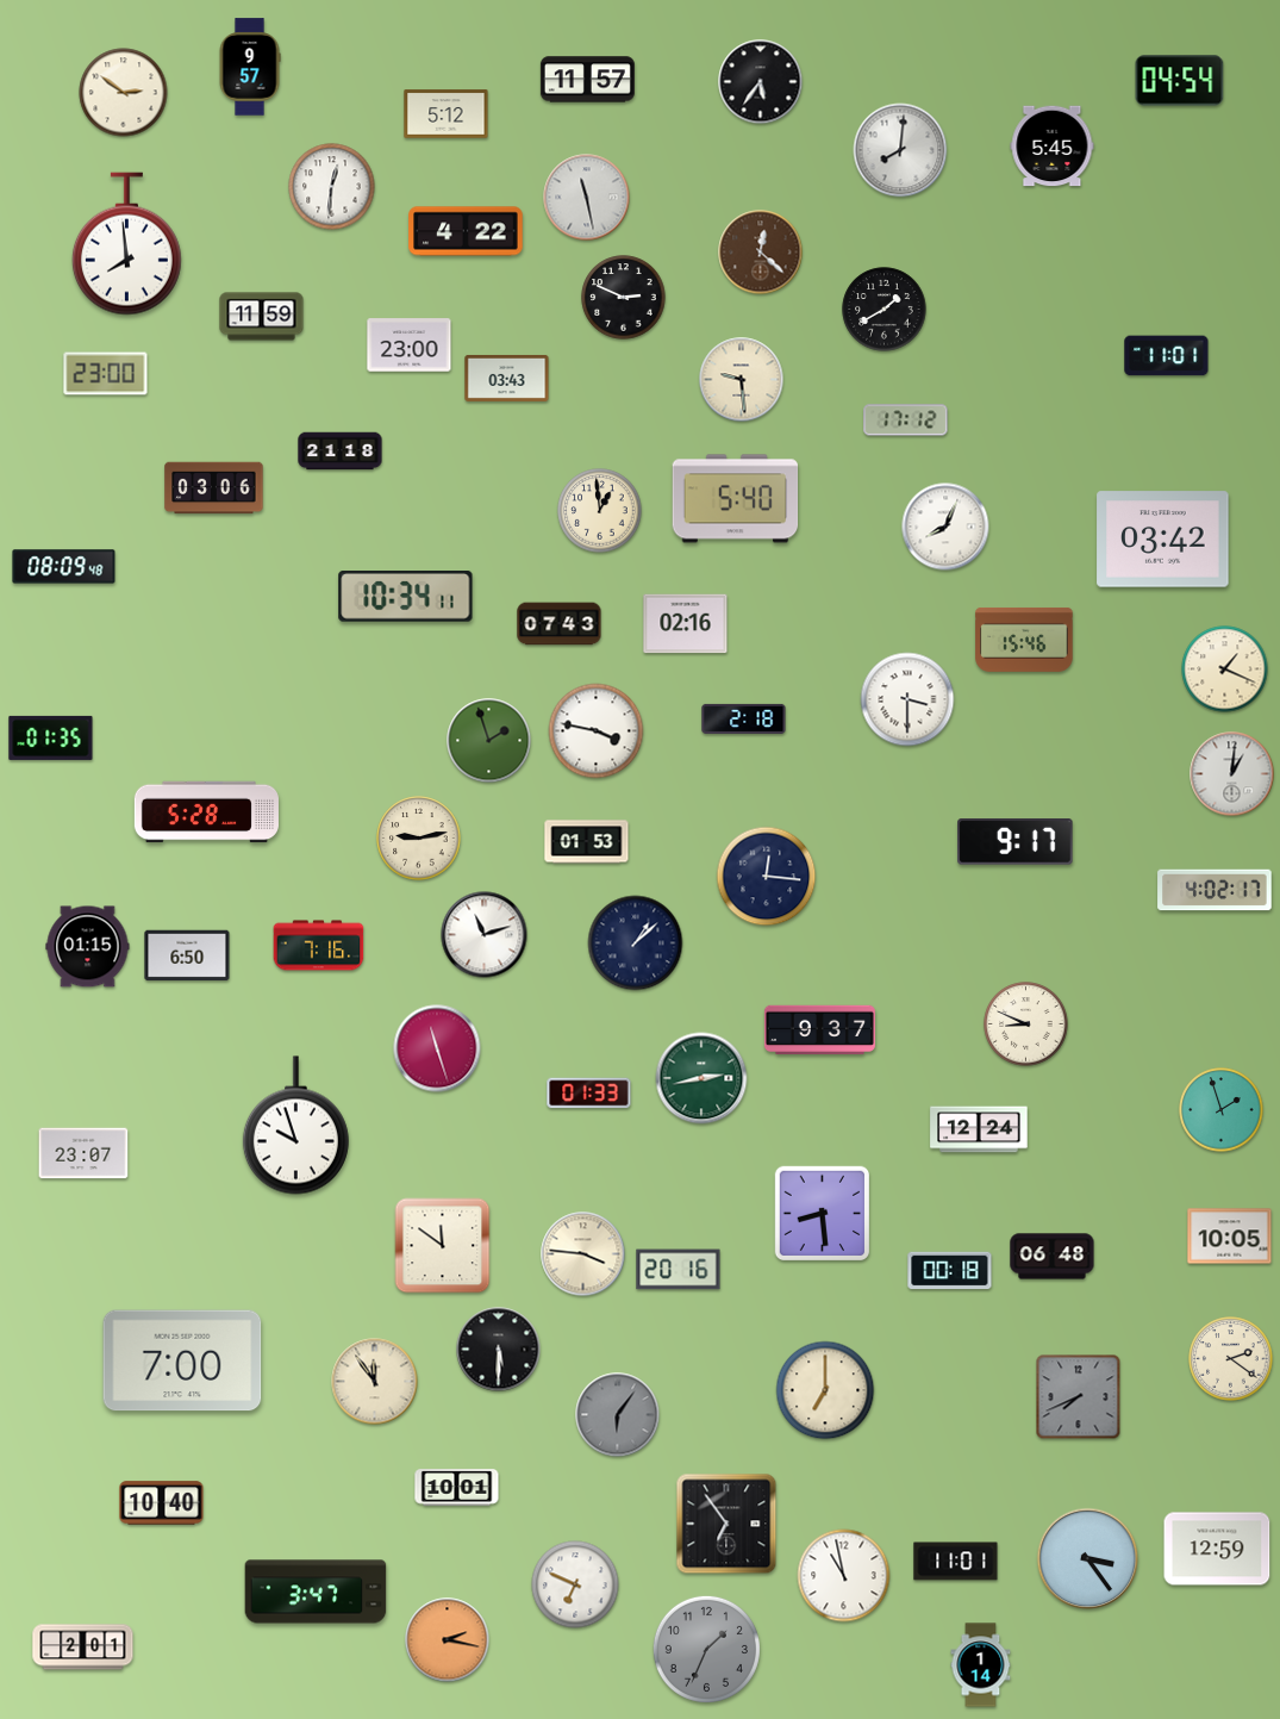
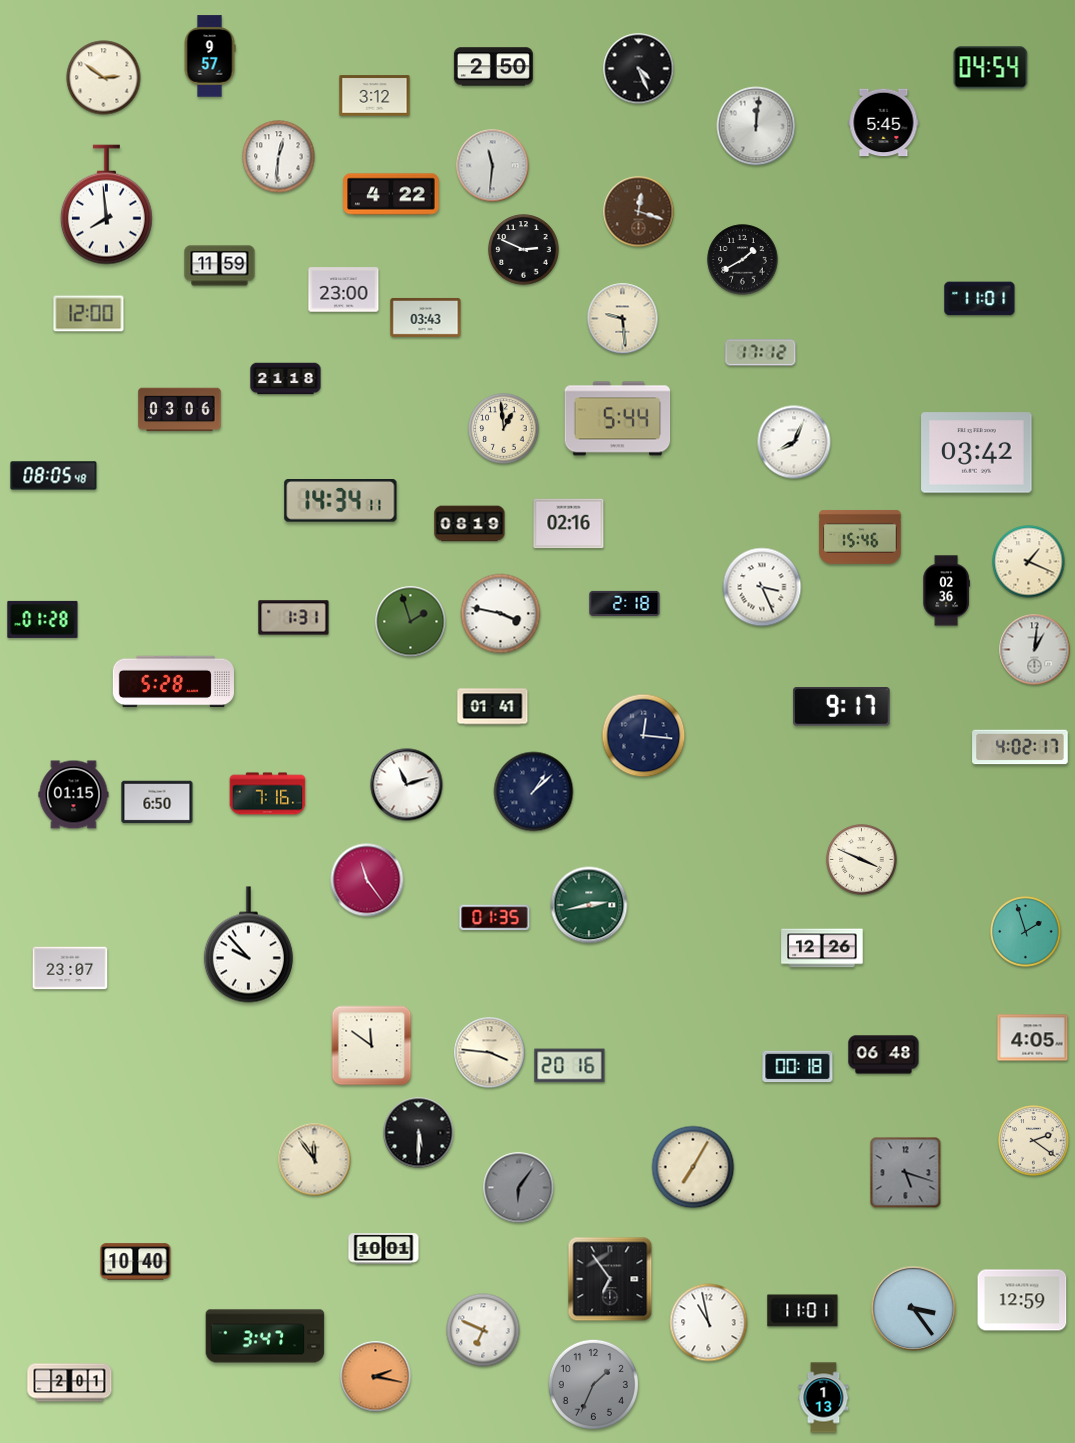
clock at (587, 80): 11:57 -> 2:50
clock at (761, 82): 5:36 -> 4:26
clock at (447, 114): 5:12 -> 3:12
clock at (900, 150): 8:01 -> 12:01
clock at (587, 198): 11:28 -> 11:31
clock at (761, 253): 12:22 -> 12:18
clock at (106, 374): 23:00 -> 12:00
clock at (736, 499): 5:40 -> 5:44
clock at (64, 567): 08:09 -> 08:05
clock at (406, 597): 10:34 -> 14:34
clock at (560, 624): 07:43 -> 08:19
clock at (686, 624) position: (686, 624) -> (569, 524)
clock at (907, 699): 3:30 -> 3:26
clock at (946, 591): none -> 02:36
clock at (294, 618): none -> 1:31
clock at (51, 737): 01:35 -> 01:28
clock at (419, 839): 9:13 -> none
clock at (587, 842): 01:53 -> 01:41
clock at (1016, 842) position: (1016, 842) -> (842, 707)
clock at (1026, 1024): 8:49 -> 3:49
clock at (819, 1030): 9:37 -> none
clock at (437, 1048): 11:27 -> 11:24
clock at (589, 1094): 01:33 -> 01:35
clock at (295, 1126): 9:57 -> 9:53
clock at (979, 1129): 12:24 -> 12:26
clock at (823, 1214): 8:29 -> none
clock at (1230, 1237): 10:05 -> 4:05
clock at (182, 1360): 7:00 -> none
clock at (825, 1390): 7:00 -> 7:05
clock at (1079, 1397): 7:41 -> 5:18
clock at (981, 1665): 1:14 -> 1:13
